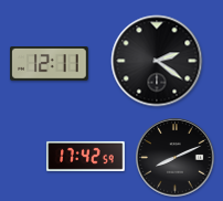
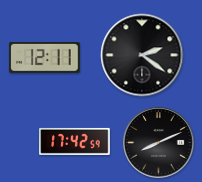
clock at (86, 156) position: (86, 156) -> (75, 141)
